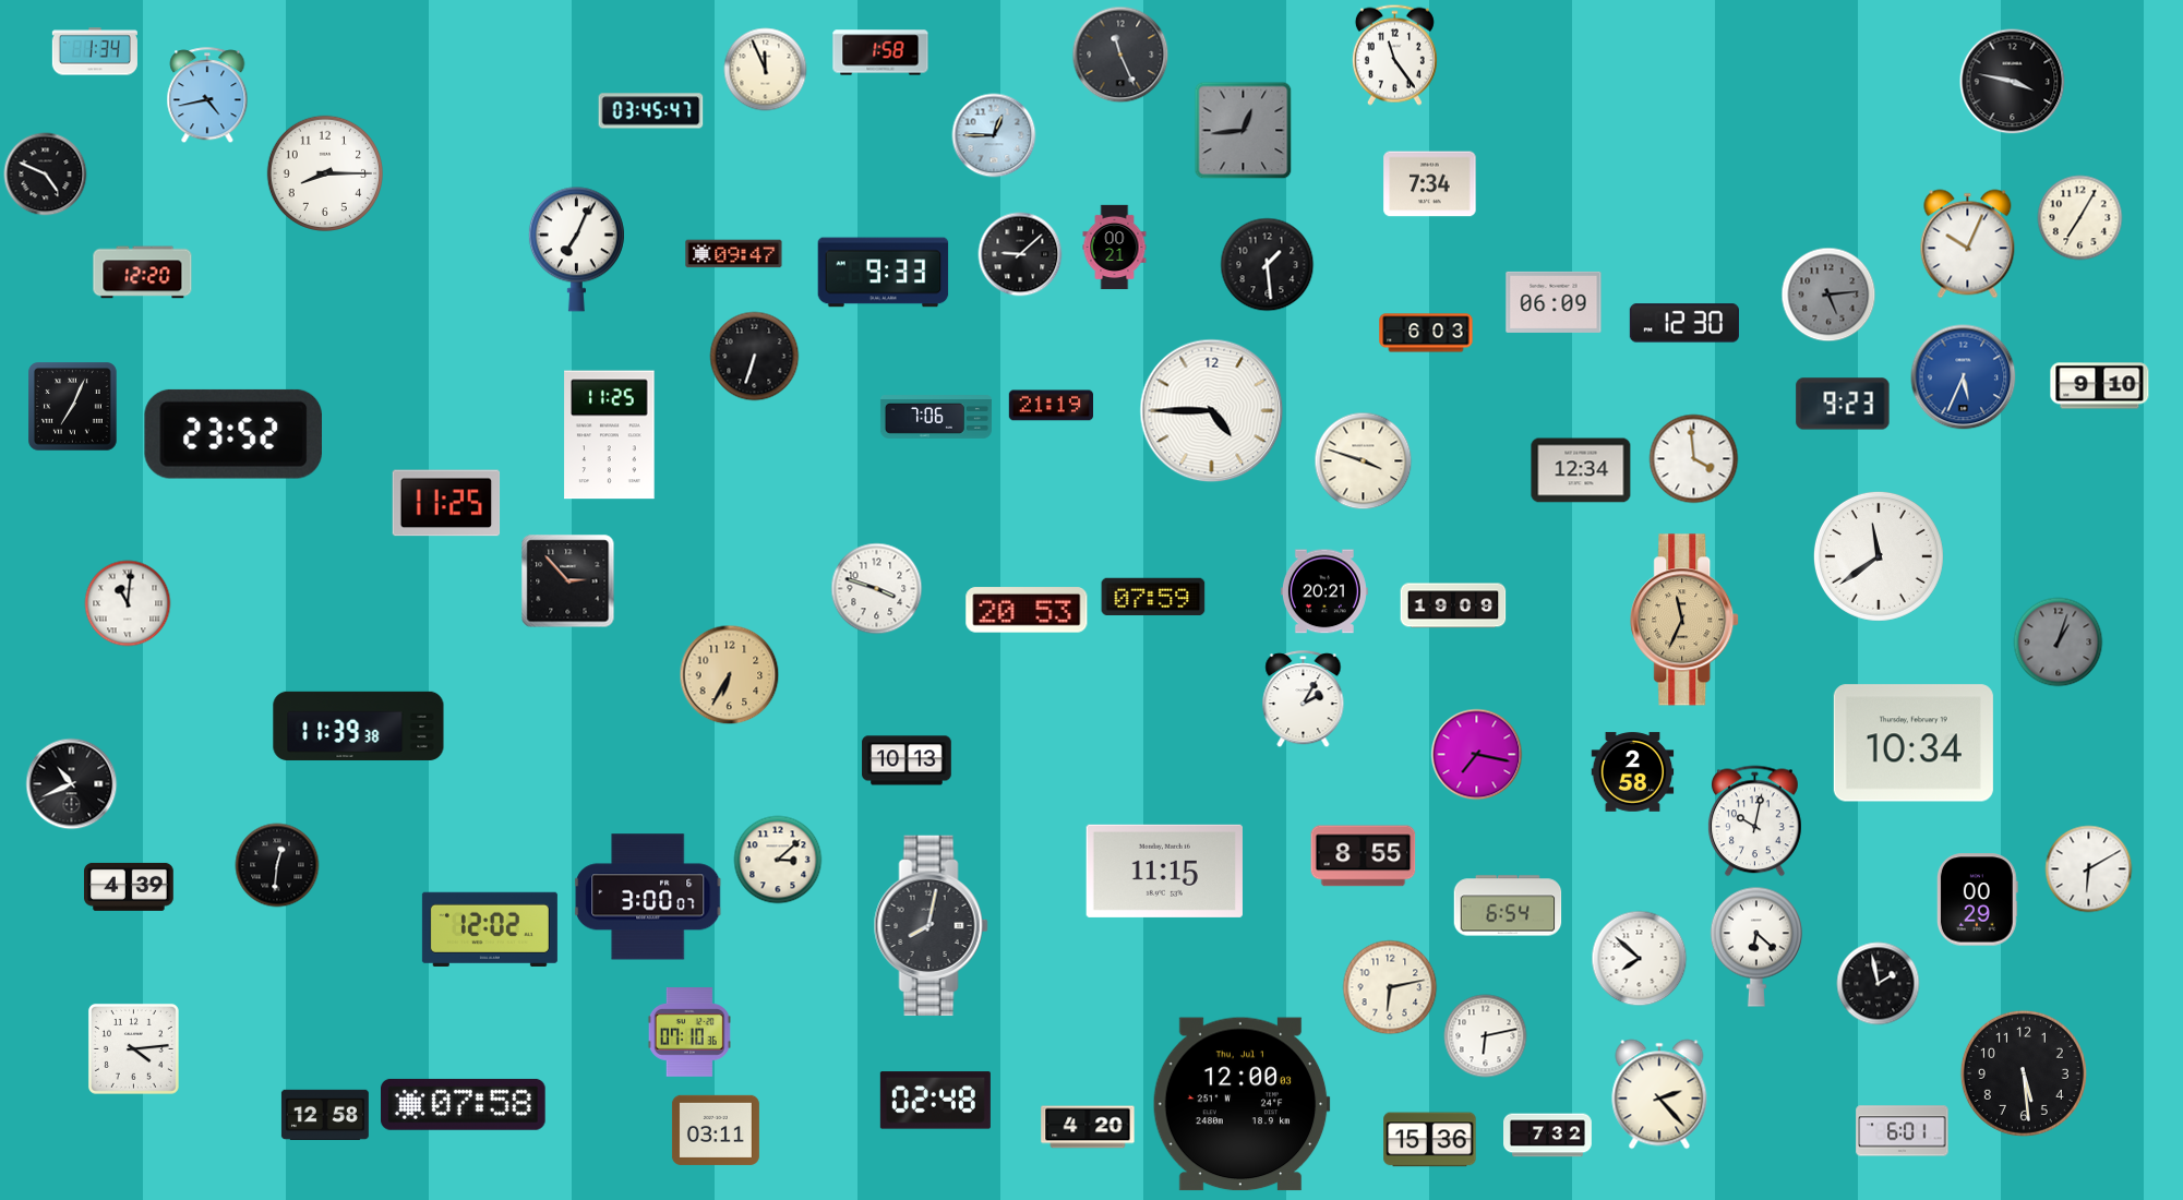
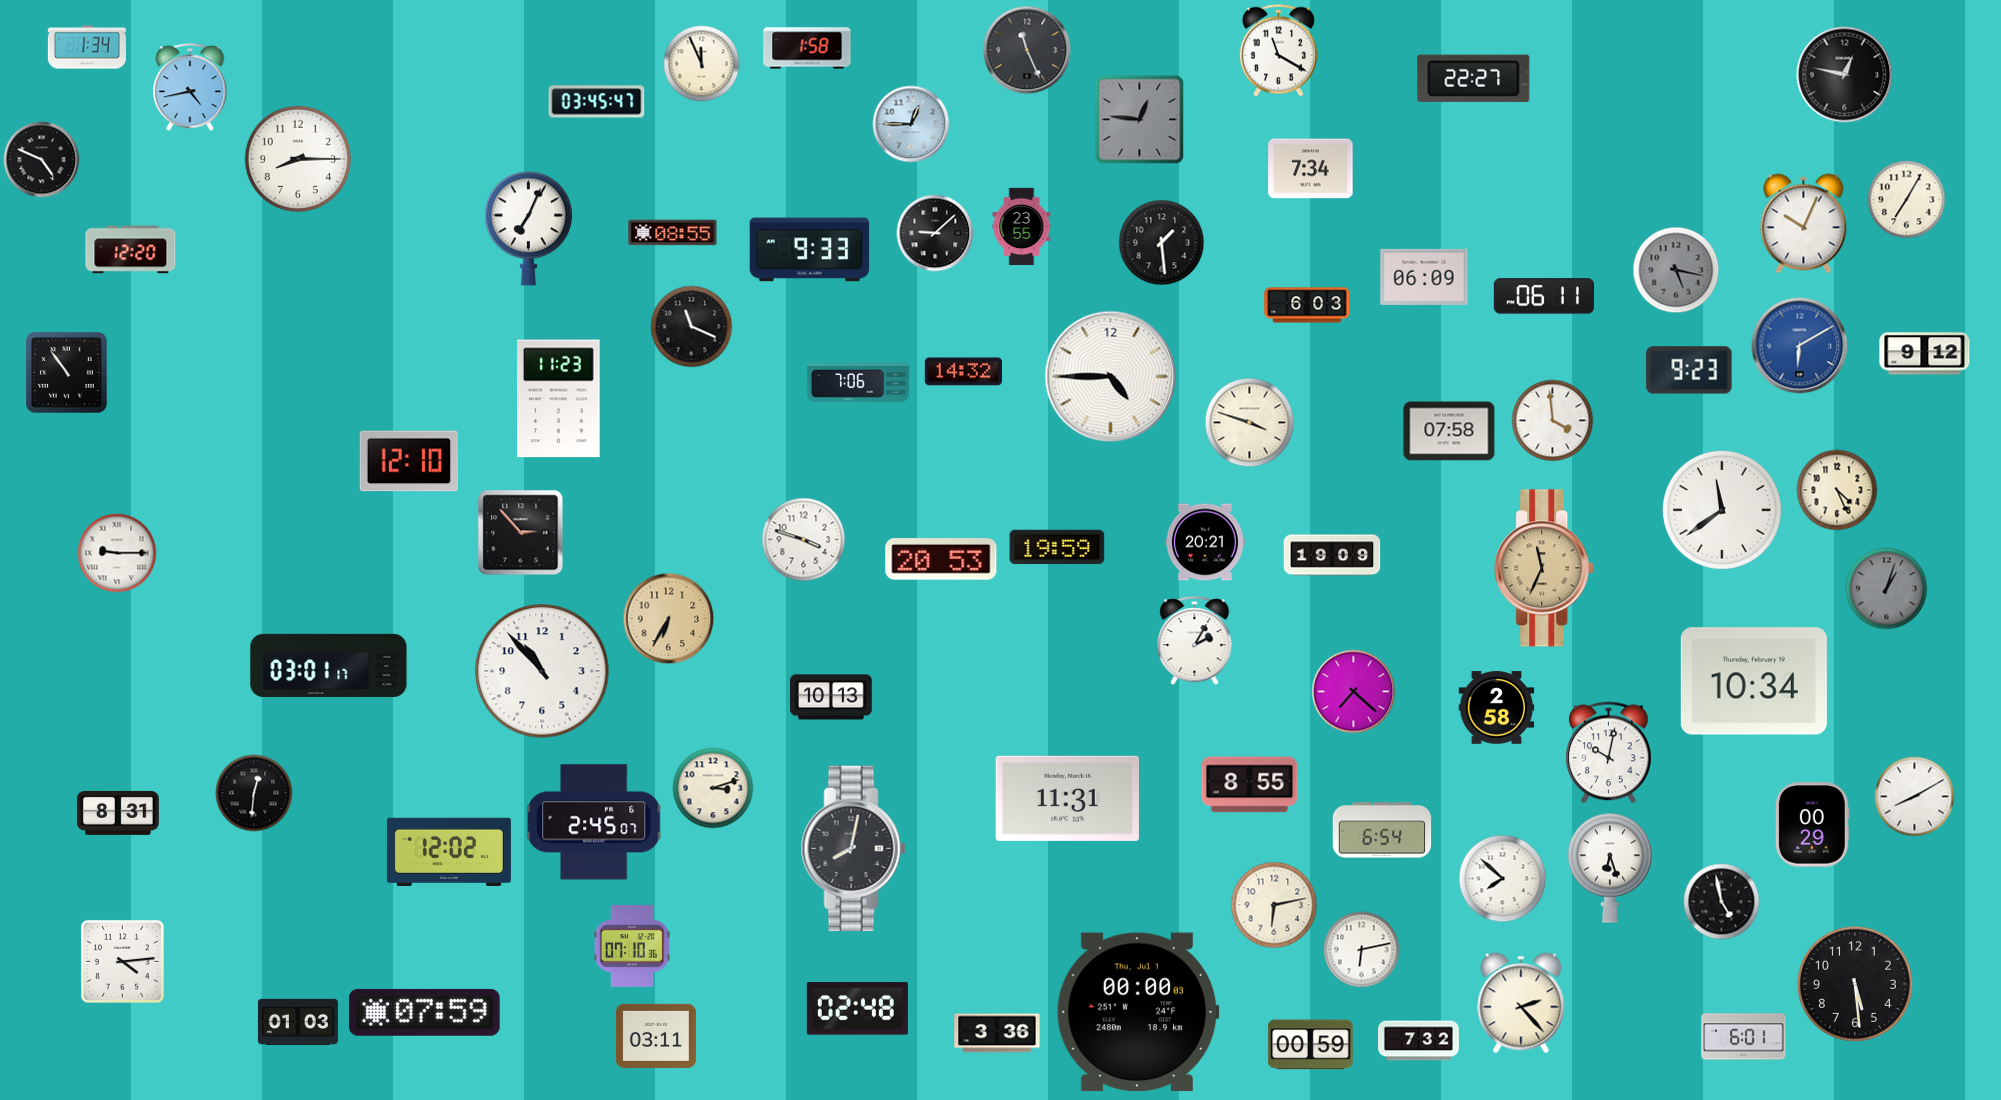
clock at (1394, 55): 11:24 -> 11:20
clock at (2013, 82): 3:47 -> 12:47
clock at (1474, 78): none -> 22:27
clock at (1244, 131): 12:44 -> 12:46
clock at (1115, 248): 00:21 -> 23:55
clock at (734, 254): 09:47 -> 08:55
clock at (1828, 295): 5:14 -> 5:17
clock at (1684, 323): 12:30 -> 06:11
clock at (755, 357): 6:33 -> 11:19
clock at (1964, 377): 5:34 -> 6:10
clock at (2100, 386): 9:10 -> 9:12
clock at (1051, 406): 21:19 -> 14:32
clock at (73, 407): 7:04 -> 10:54
clock at (232, 434): 23:52 -> none
clock at (610, 435): 11:25 -> 11:23
clock at (1581, 470): 12:34 -> 07:58
clock at (446, 503): 11:25 -> 12:10
clock at (1837, 490): none -> 4:26
clock at (1324, 591) position: (1324, 591) -> (1205, 542)
clock at (1153, 597): 07:59 -> 19:59
clock at (128, 603): 11:01 -> 9:15
clock at (359, 725): 11:39 -> 03:01
clock at (542, 671): none -> 10:53
clock at (1477, 755): 7:17 -> 7:22
clock at (72, 784): 10:41 -> none
clock at (778, 860): 3:08 -> 3:12
clock at (2089, 869): 6:10 -> 8:10
clock at (1164, 871): 11:15 -> 11:31
clock at (130, 887): 4:39 -> 8:31
clock at (649, 897): 3:00 -> 2:45
clock at (1756, 947): 6:22 -> 6:27
clock at (1879, 984): 1:58 -> 4:58
clock at (464, 1104): 07:58 -> 07:59
clock at (1242, 1104): 12:00 -> 00:00
clock at (325, 1115): 12:58 -> 01:03
clock at (1088, 1127): 4:20 -> 3:36
clock at (1430, 1140): 15:36 -> 00:59
